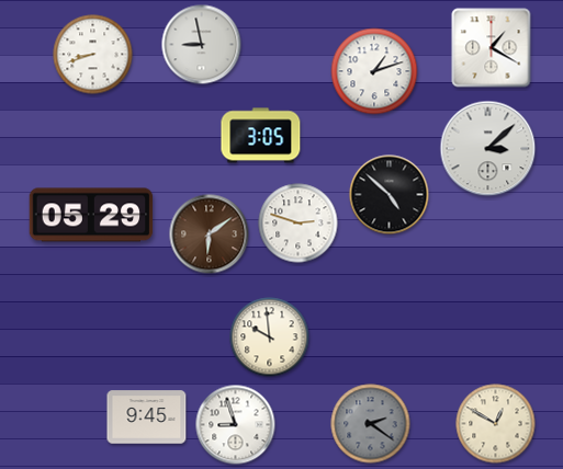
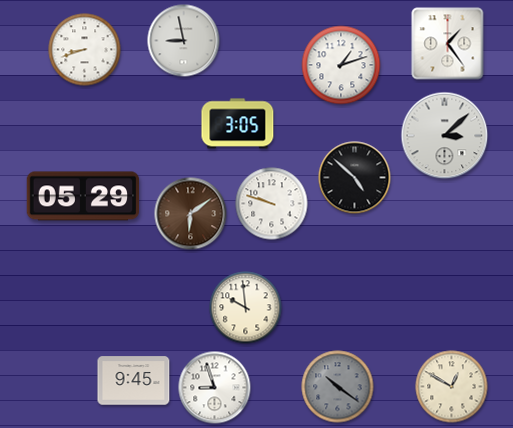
clock at (492, 48): 1:20 -> 1:24
clock at (299, 224): 2:48 -> 9:48
clock at (371, 424): 2:21 -> 10:21
